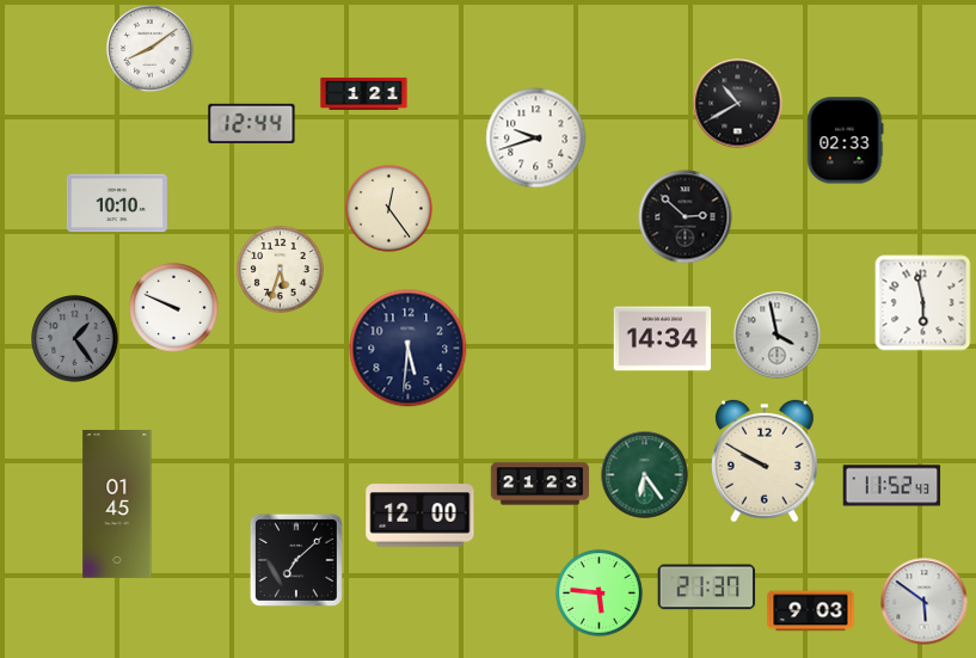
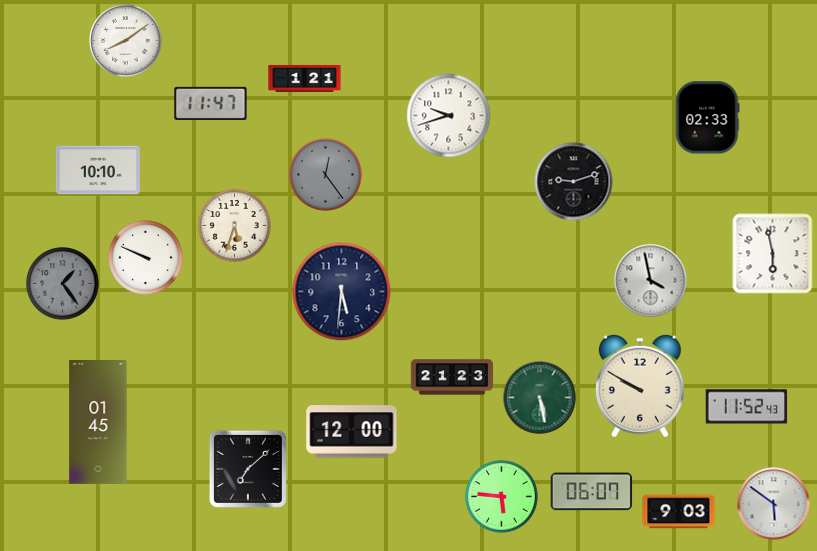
clock at (738, 104): 10:40 -> none
clock at (252, 123): 12:44 -> 11:47
clock at (389, 209) dial: cream -> grey
clock at (686, 217): 2:52 -> 9:12
clock at (663, 339): 14:34 -> none
clock at (645, 475): 6:24 -> 5:28
clock at (540, 484) position: (540, 484) -> (452, 377)
clock at (707, 588): 21:37 -> 06:07
